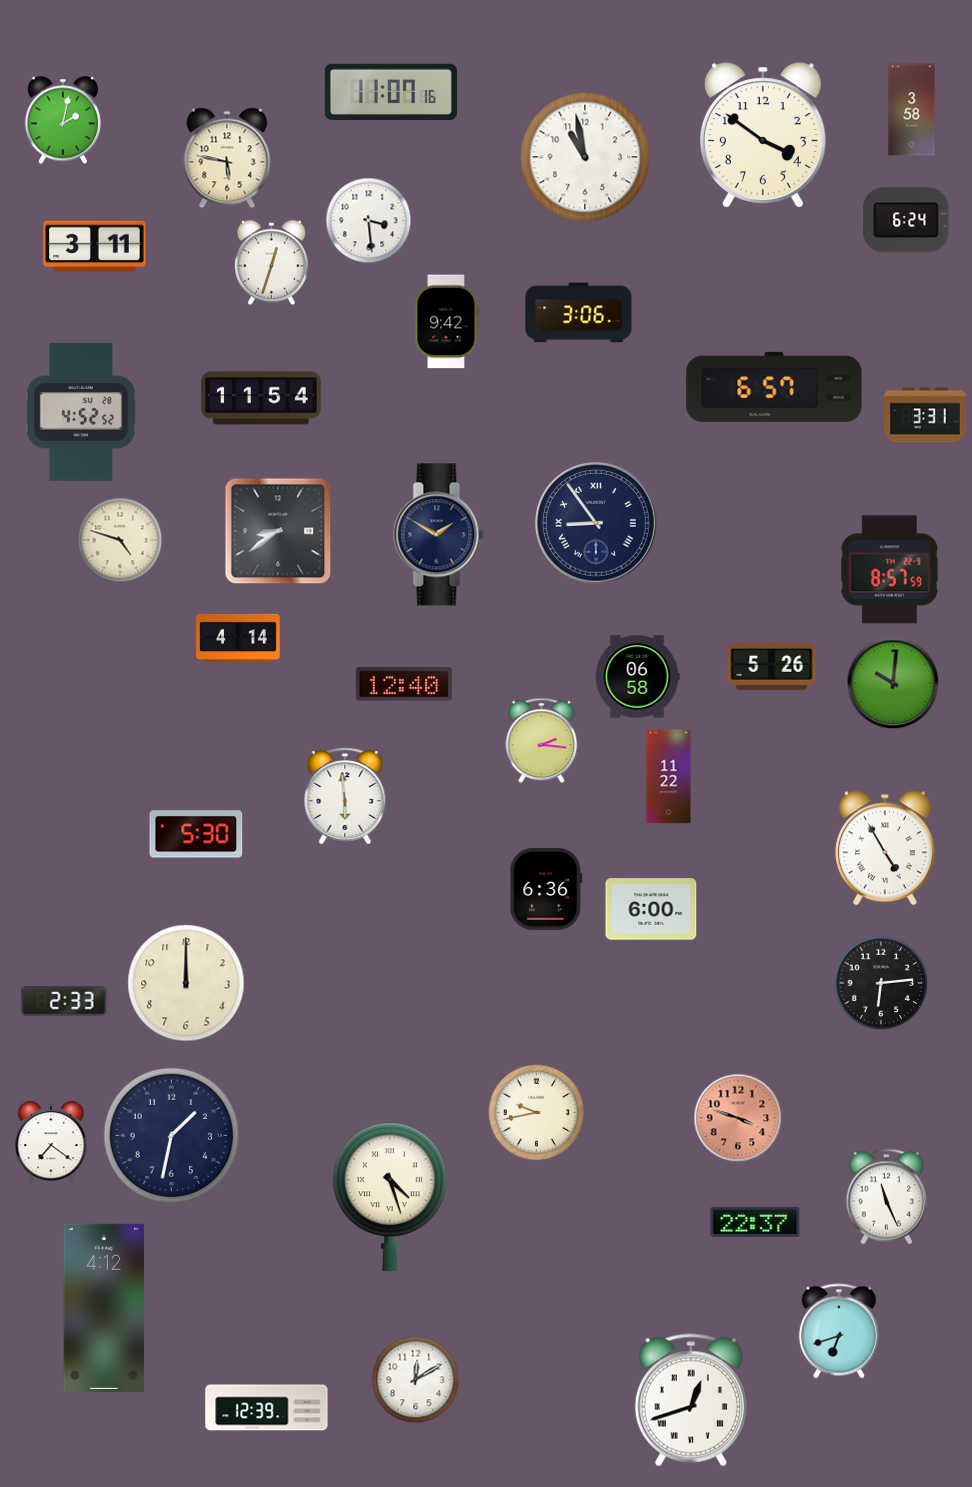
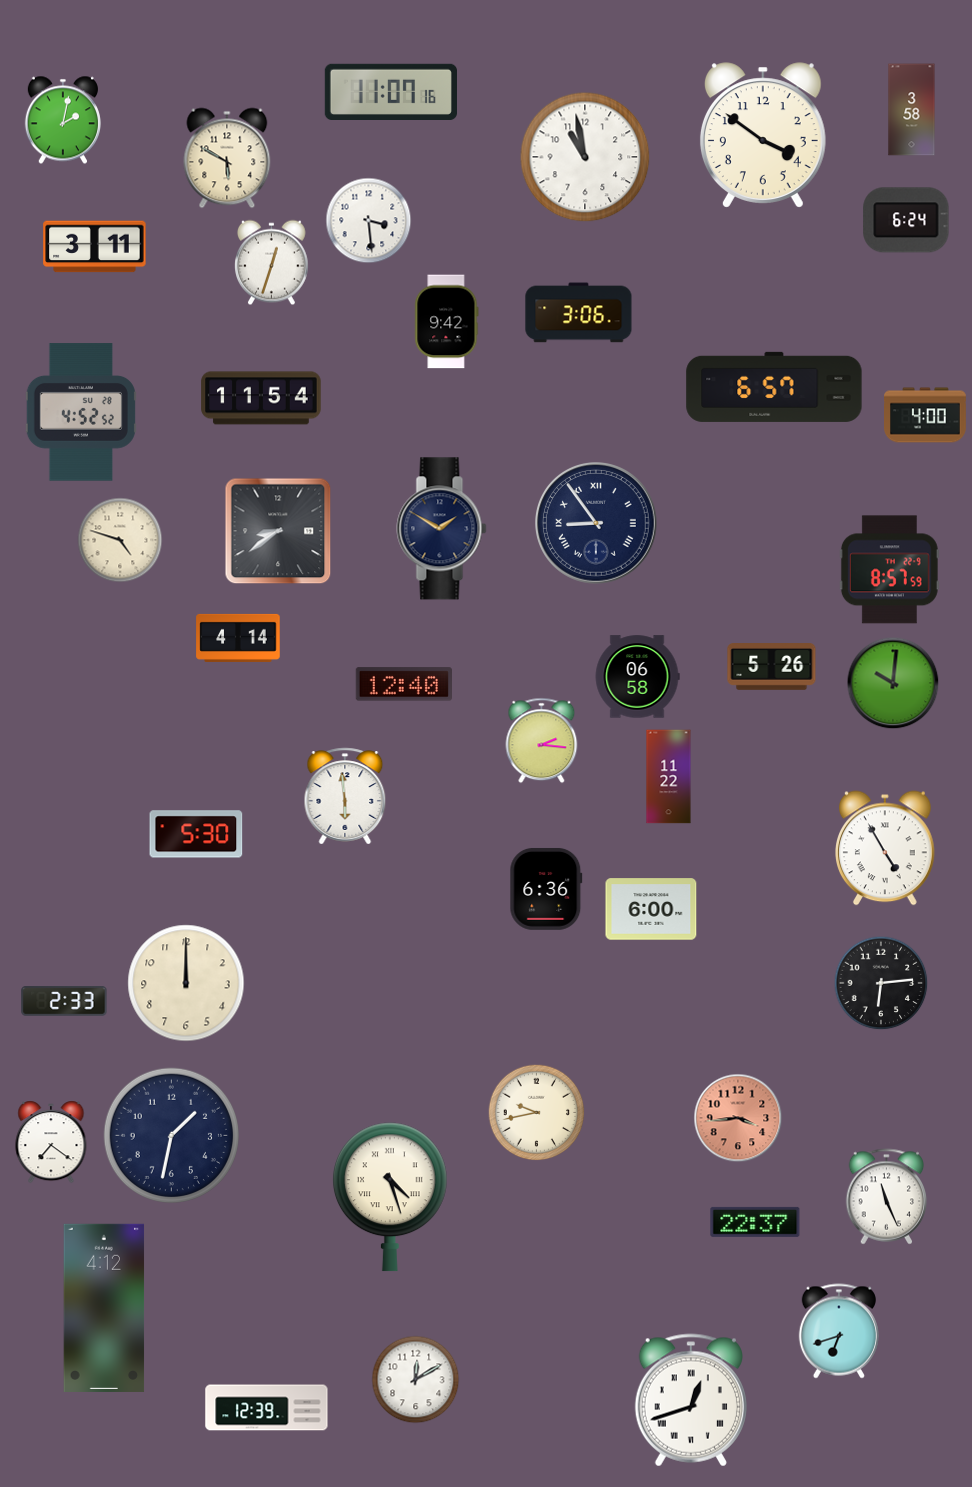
clock at (227, 158): 5:47 -> 5:50
clock at (926, 415): 3:31 -> 4:00
clock at (439, 535) position: (439, 535) -> (442, 529)
clock at (738, 1118): 3:48 -> 3:44
